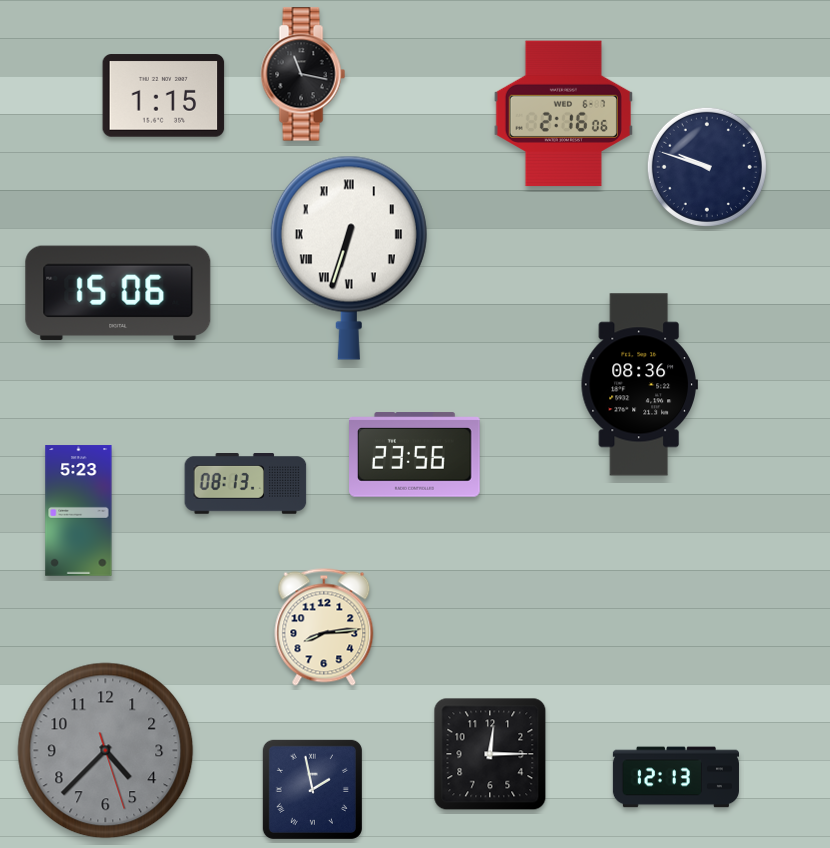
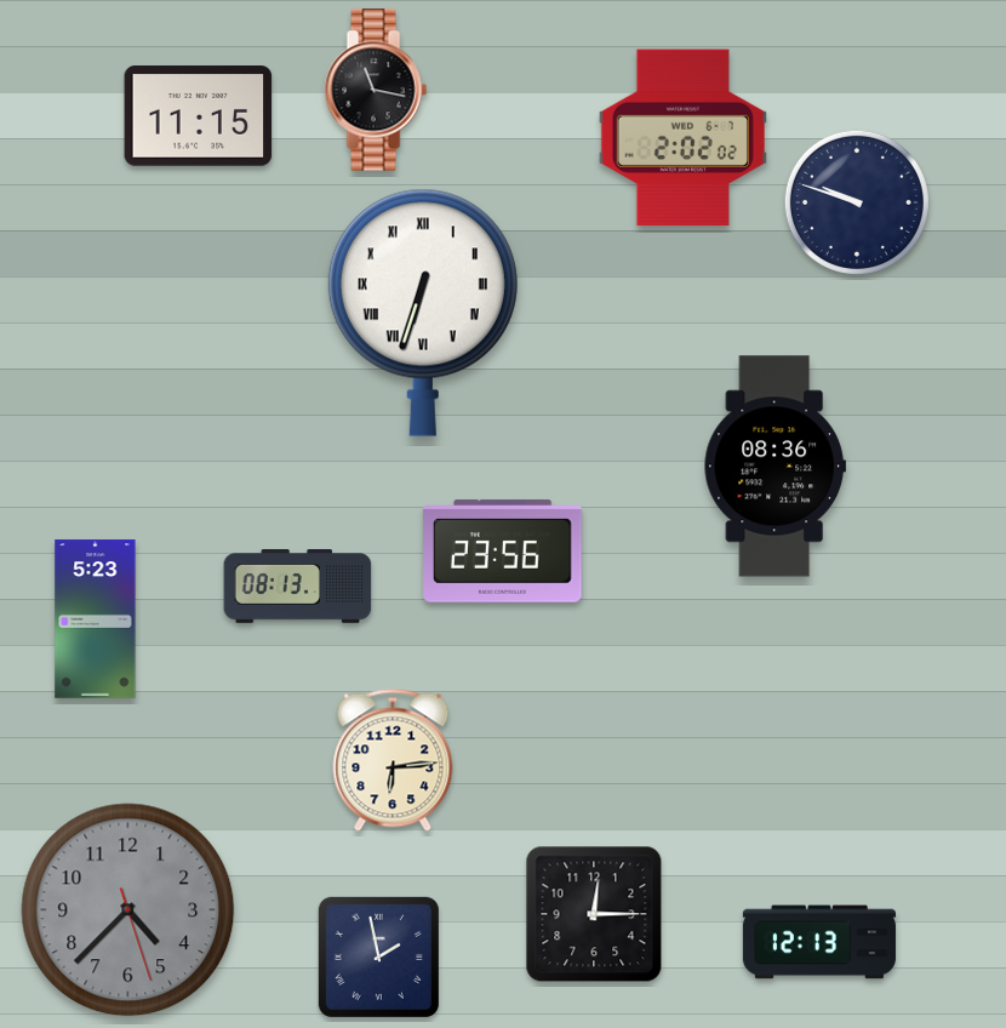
clock at (303, 74) position: (303, 74) -> (376, 90)
clock at (164, 96): 1:15 -> 11:15
clock at (563, 114): 2:16 -> 2:02
clock at (118, 293): 15:06 -> none
clock at (324, 627): 8:14 -> 6:14
